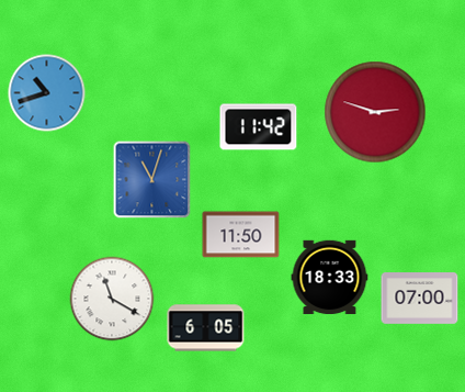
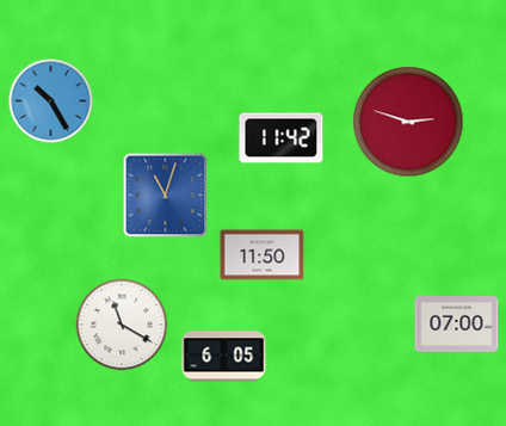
clock at (47, 93): 10:42 -> 10:25
clock at (330, 278): 18:33 -> none
